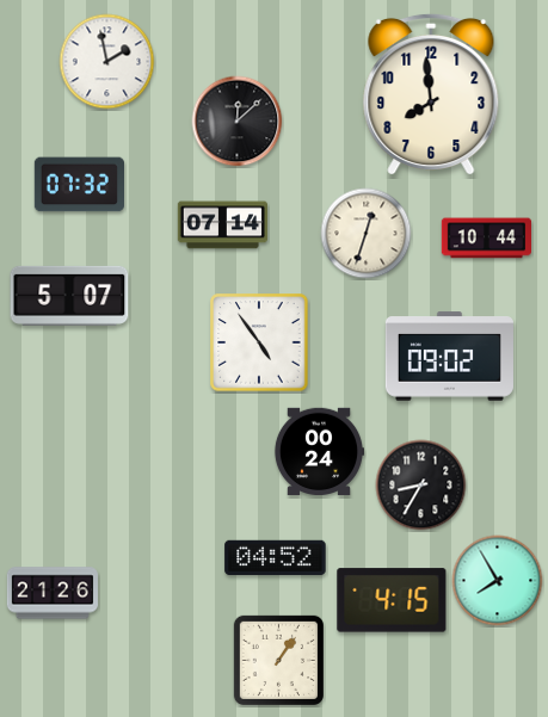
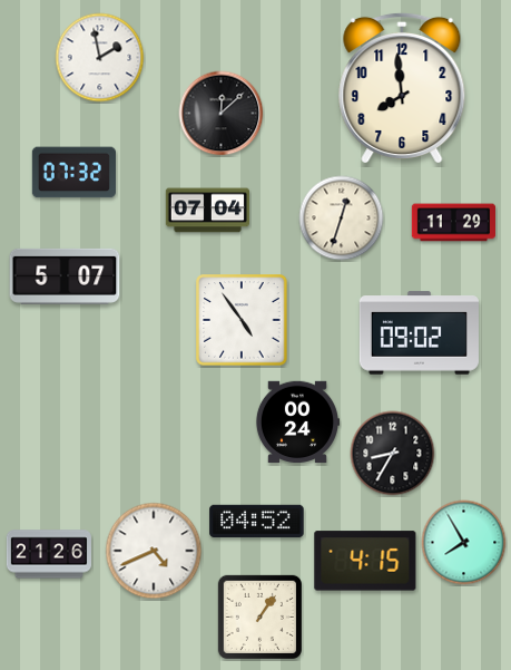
clock at (222, 225): 07:14 -> 07:04
clock at (486, 239): 10:44 -> 11:29
clock at (154, 551): none -> 4:41
